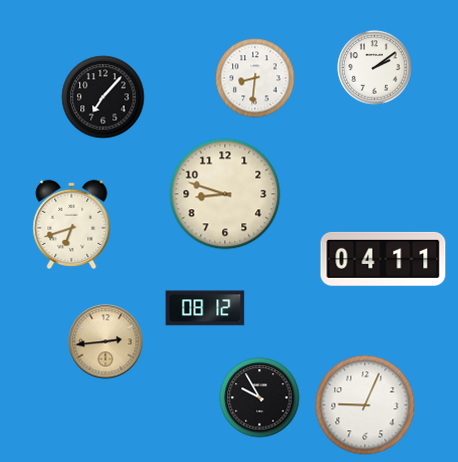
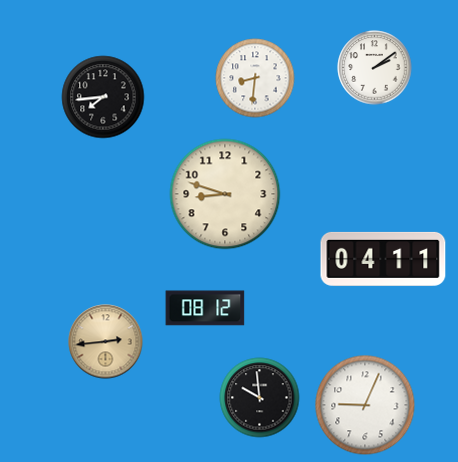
clock at (103, 97): 7:07 -> 7:44
clock at (72, 224): 6:42 -> none
clock at (260, 398): 9:55 -> 9:59
